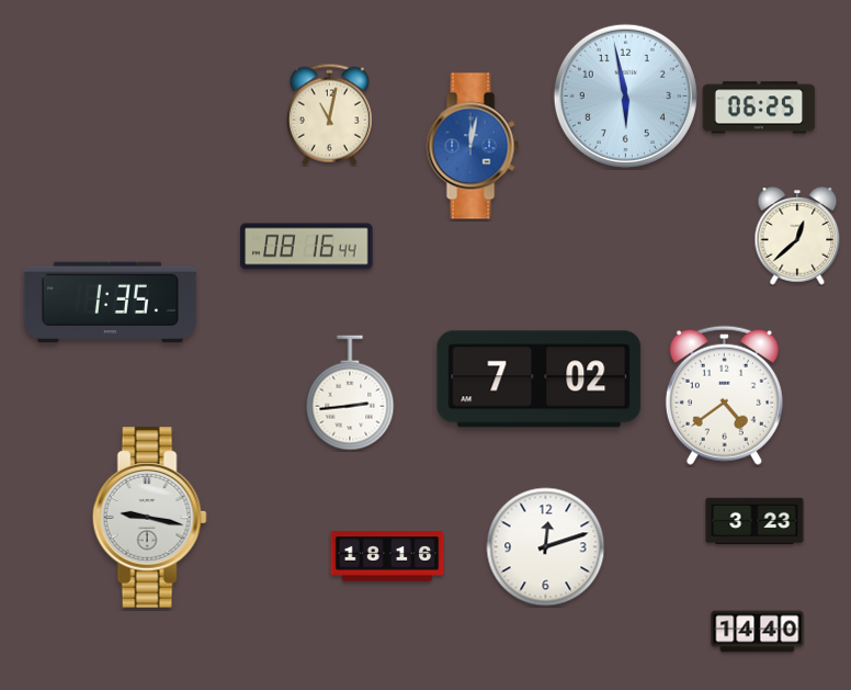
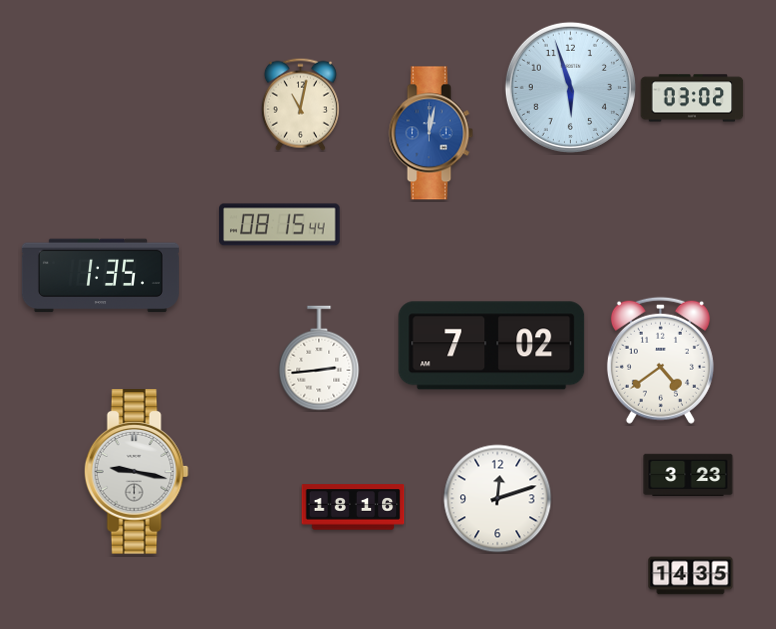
clock at (625, 95): 5:58 -> 5:57
clock at (759, 108): 06:25 -> 03:02
clock at (797, 237): 12:38 -> none
clock at (307, 247): 08:16 -> 08:15
clock at (758, 632): 14:40 -> 14:35
